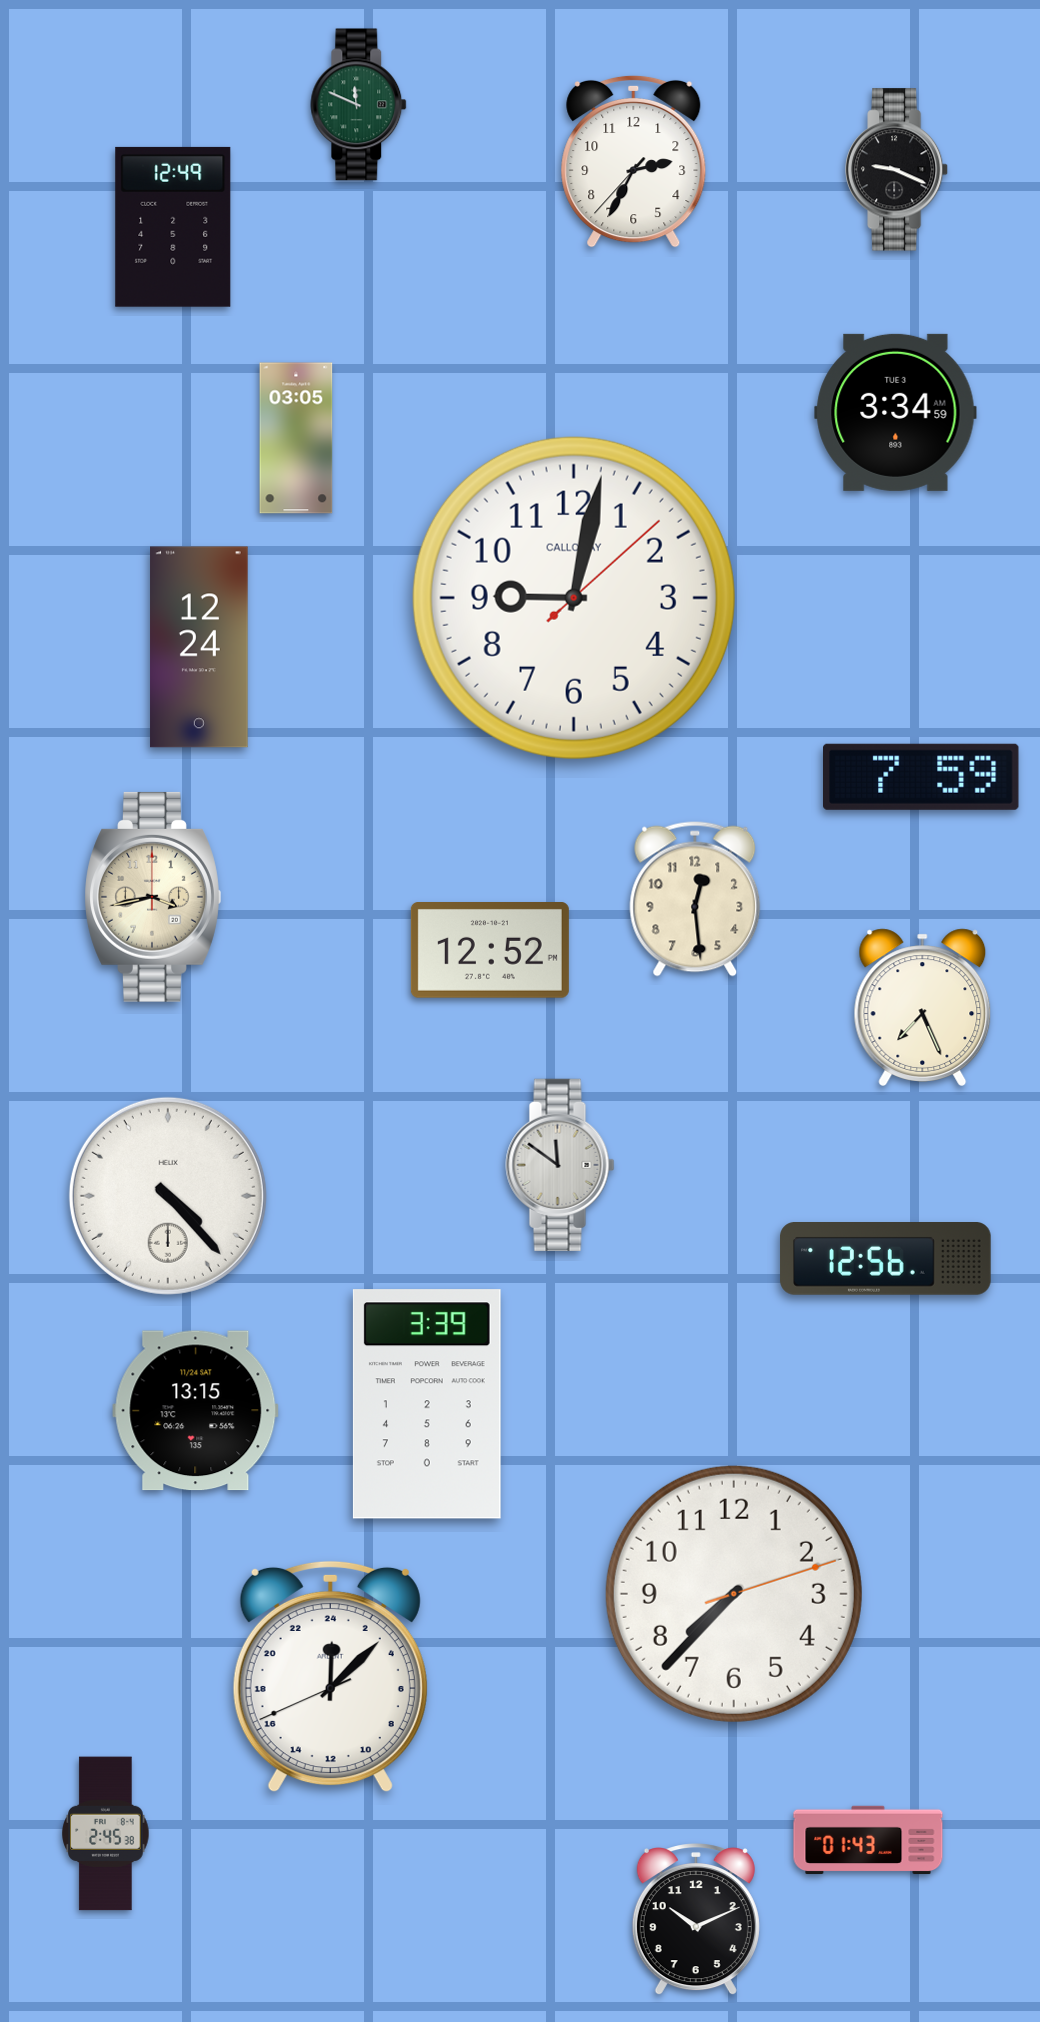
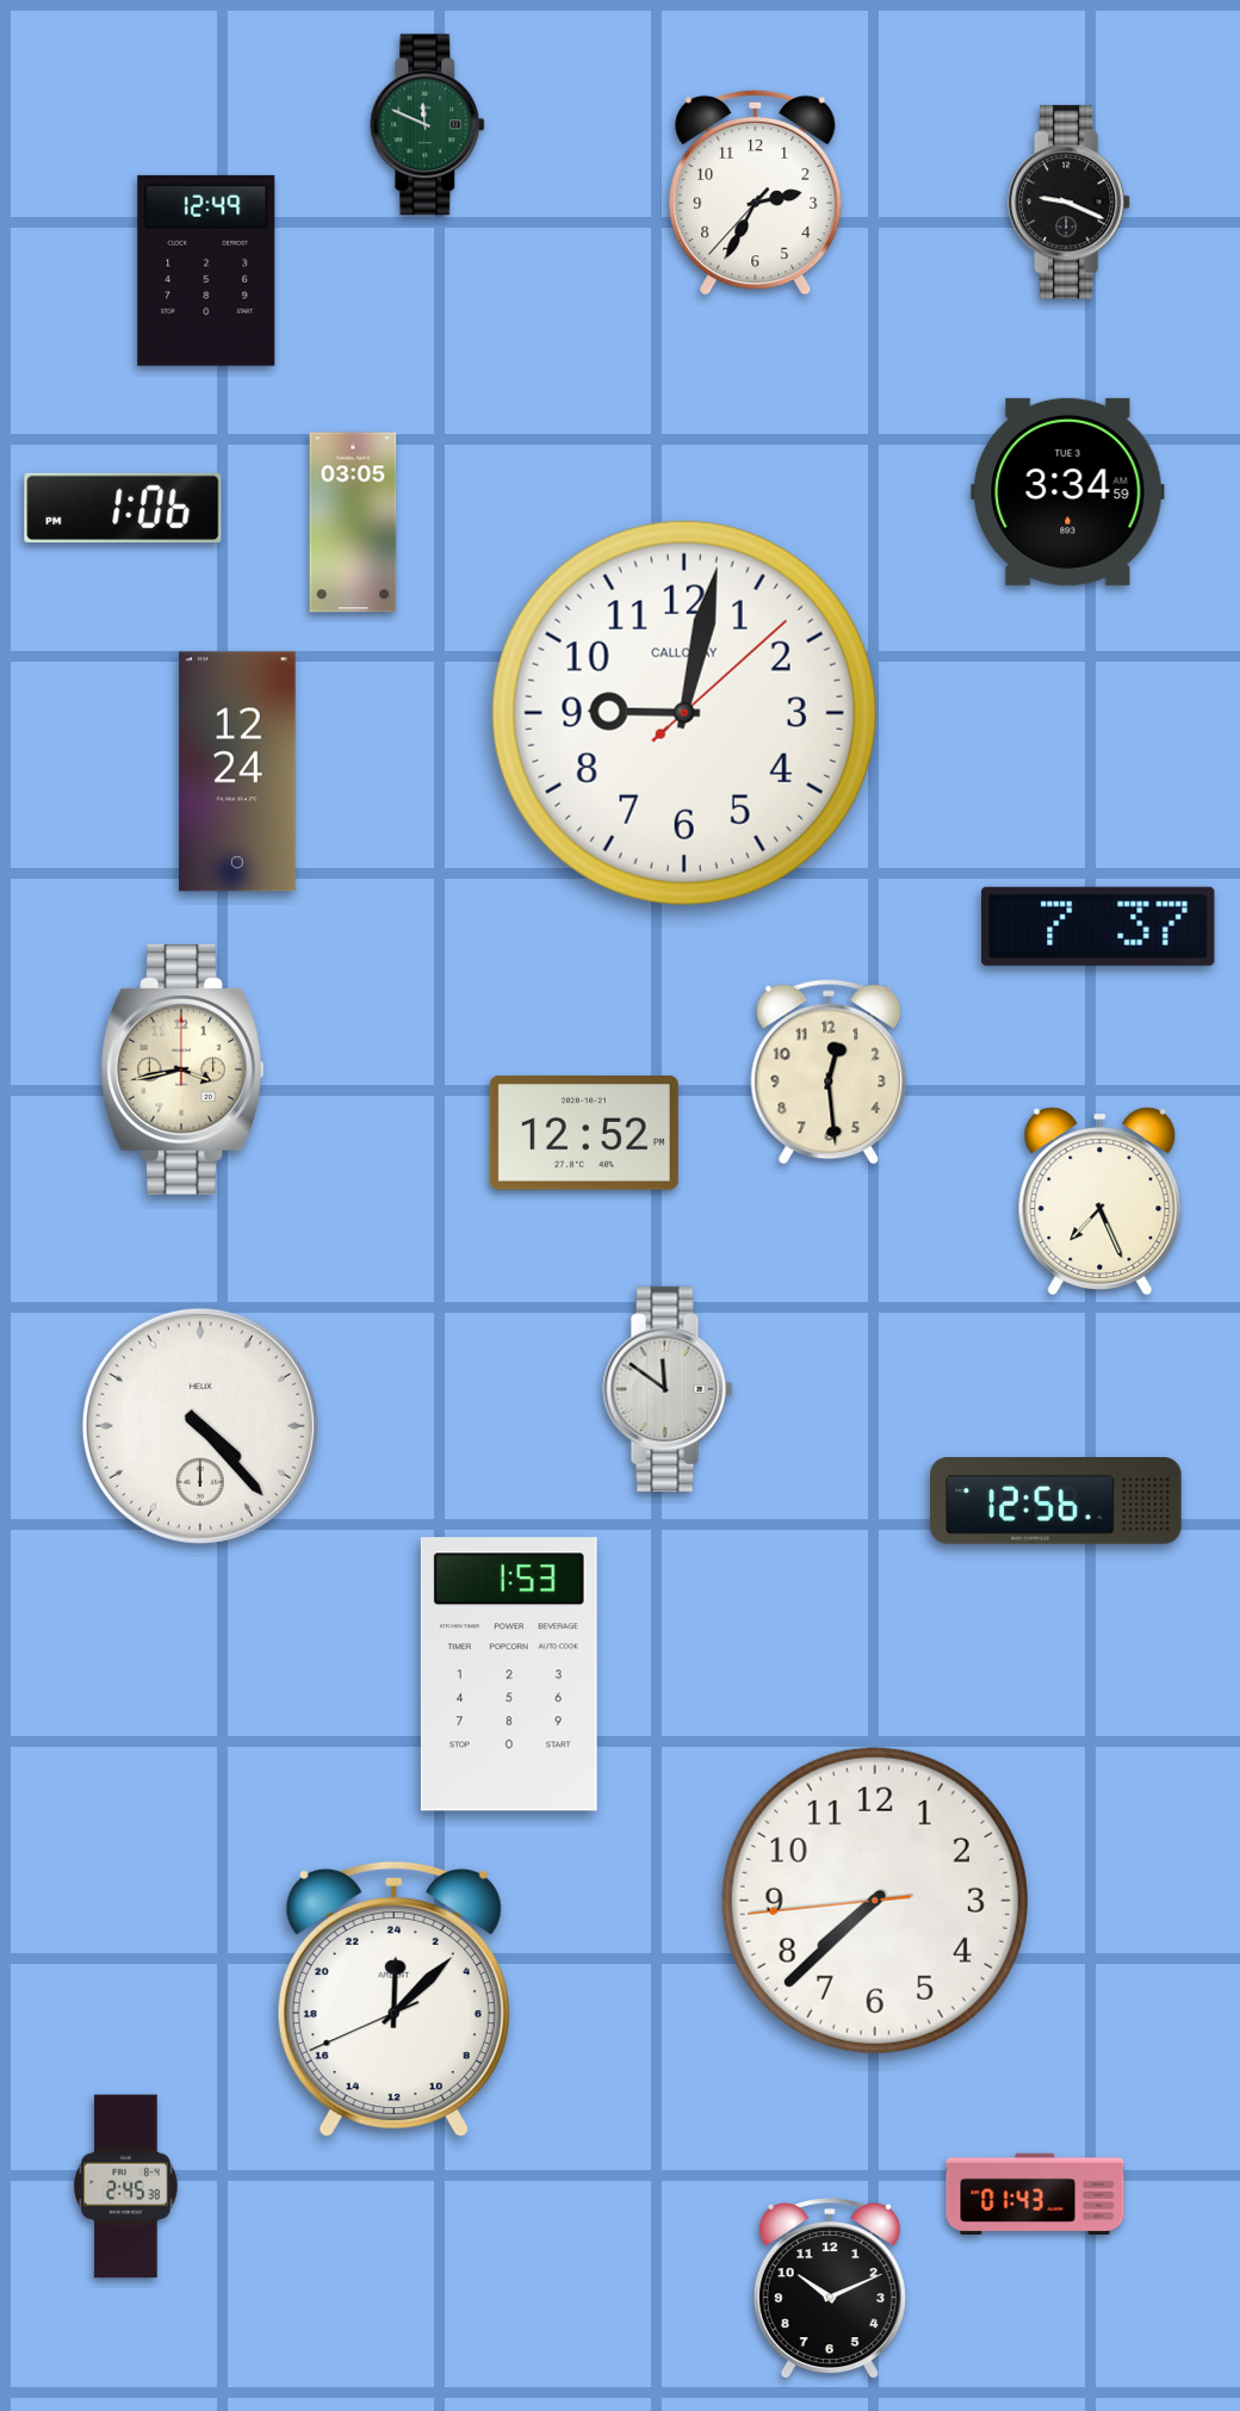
clock at (123, 508): none -> 1:06
clock at (922, 777): 7:59 -> 7:37
clock at (427, 1404): 3:39 -> 1:53
clock at (196, 1411): 13:15 -> none
clock at (734, 1594): 7:37:12 -> 7:37:44
